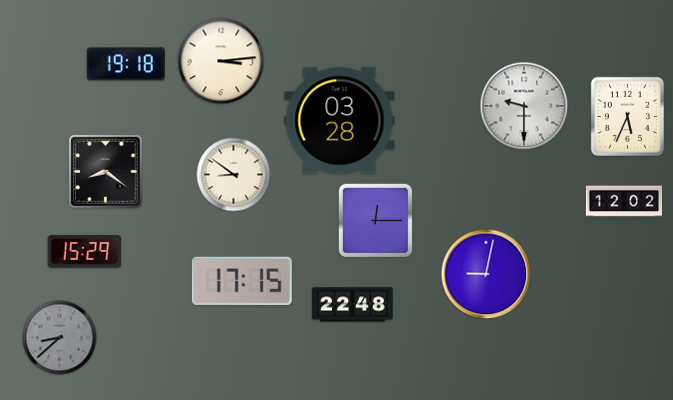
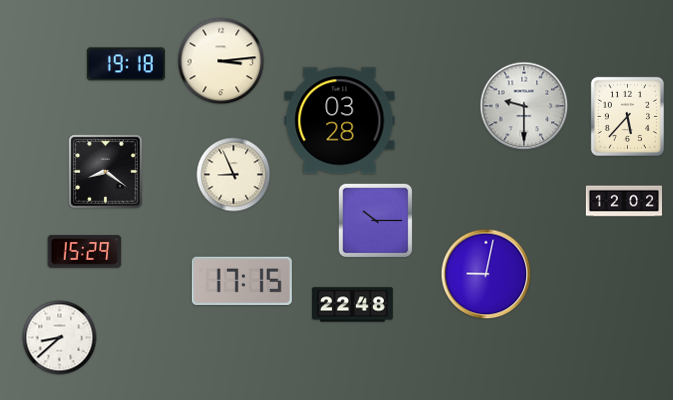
clock at (627, 116): 5:34 -> 5:37
clock at (234, 175): 8:51 -> 8:56
clock at (376, 221): 12:15 -> 10:15
clock at (60, 338) dial: grey -> white
